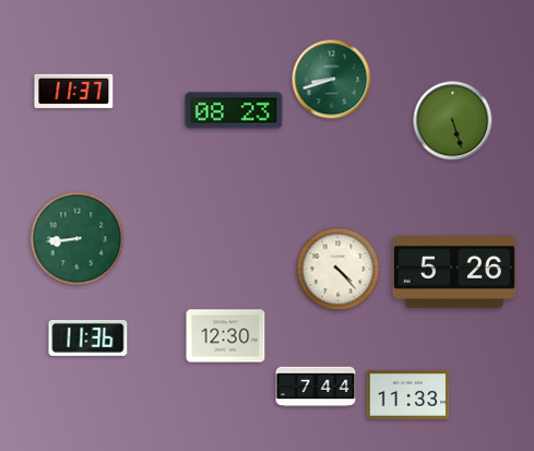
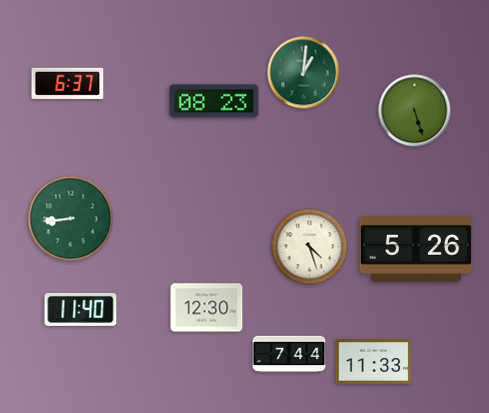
clock at (332, 80): 8:42 -> 1:01
clock at (74, 91): 11:37 -> 6:37
clock at (339, 270): 4:23 -> 4:27
clock at (88, 337): 11:36 -> 11:40
